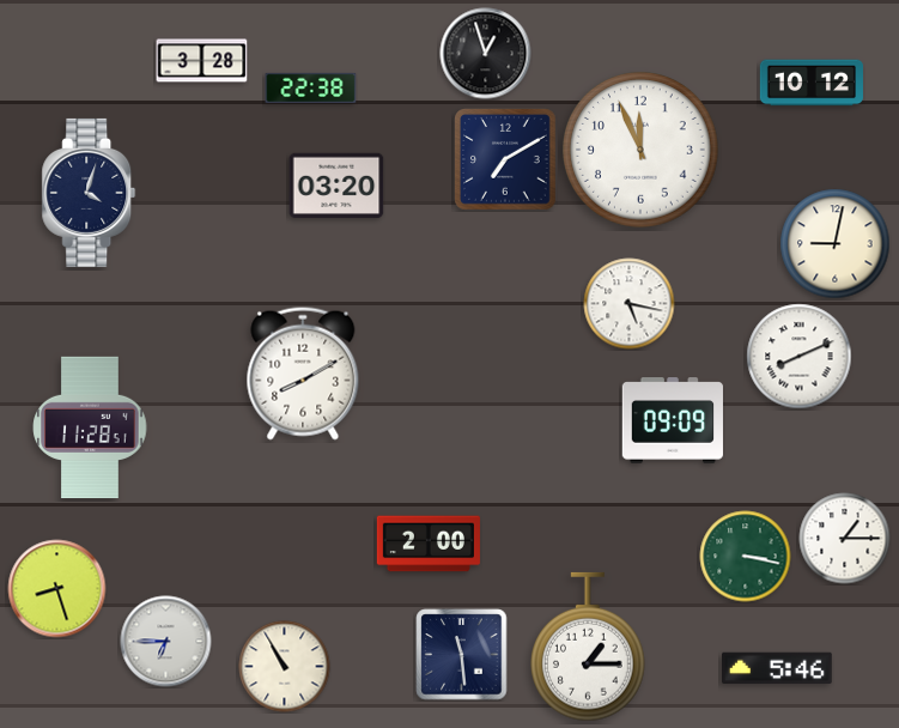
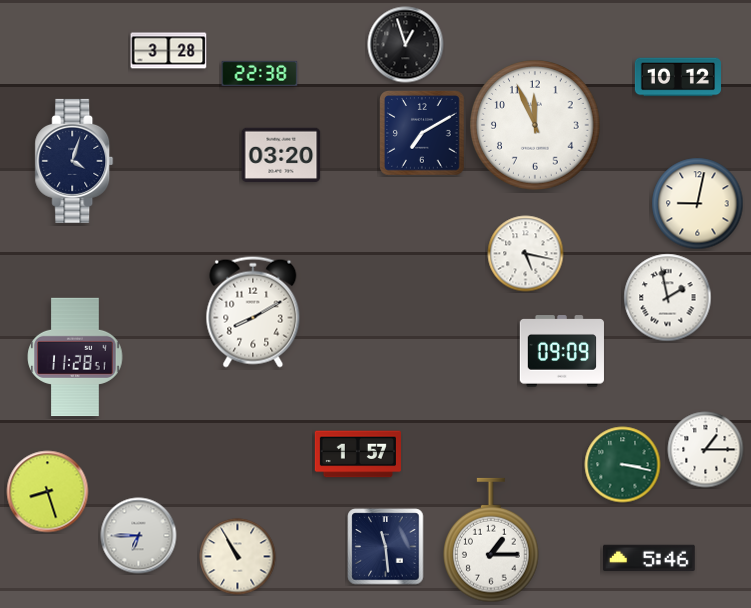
clock at (812, 83) position: (812, 83) -> (678, 77)
clock at (800, 357): 8:11 -> 1:58
clock at (429, 544): 2:00 -> 1:57
